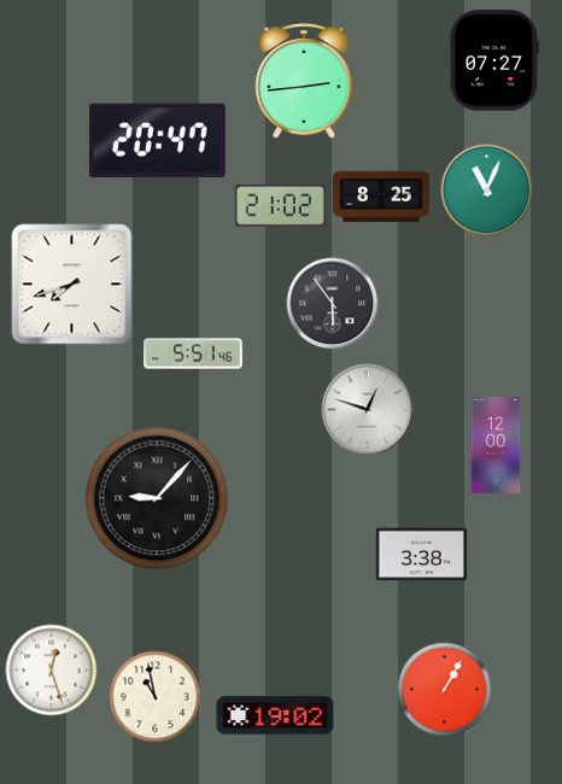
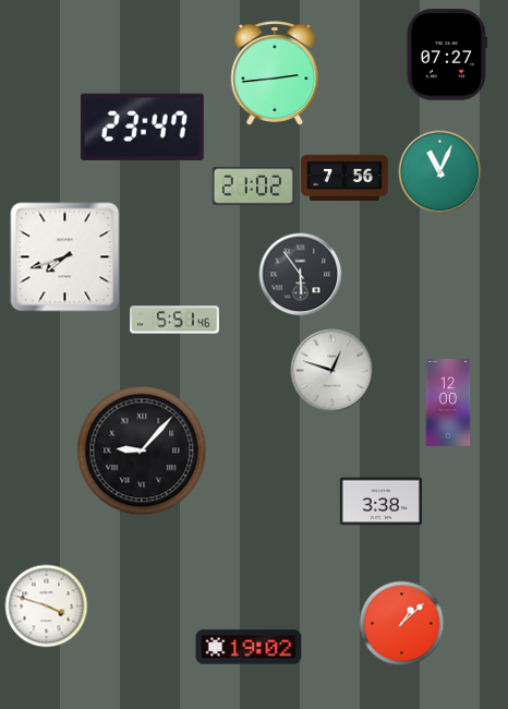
clock at (157, 140): 20:47 -> 23:47
clock at (382, 197): 8:25 -> 7:56
clock at (52, 671): 12:27 -> 3:48
clock at (445, 690): 1:05 -> 1:08
clock at (156, 697): 10:58 -> none
